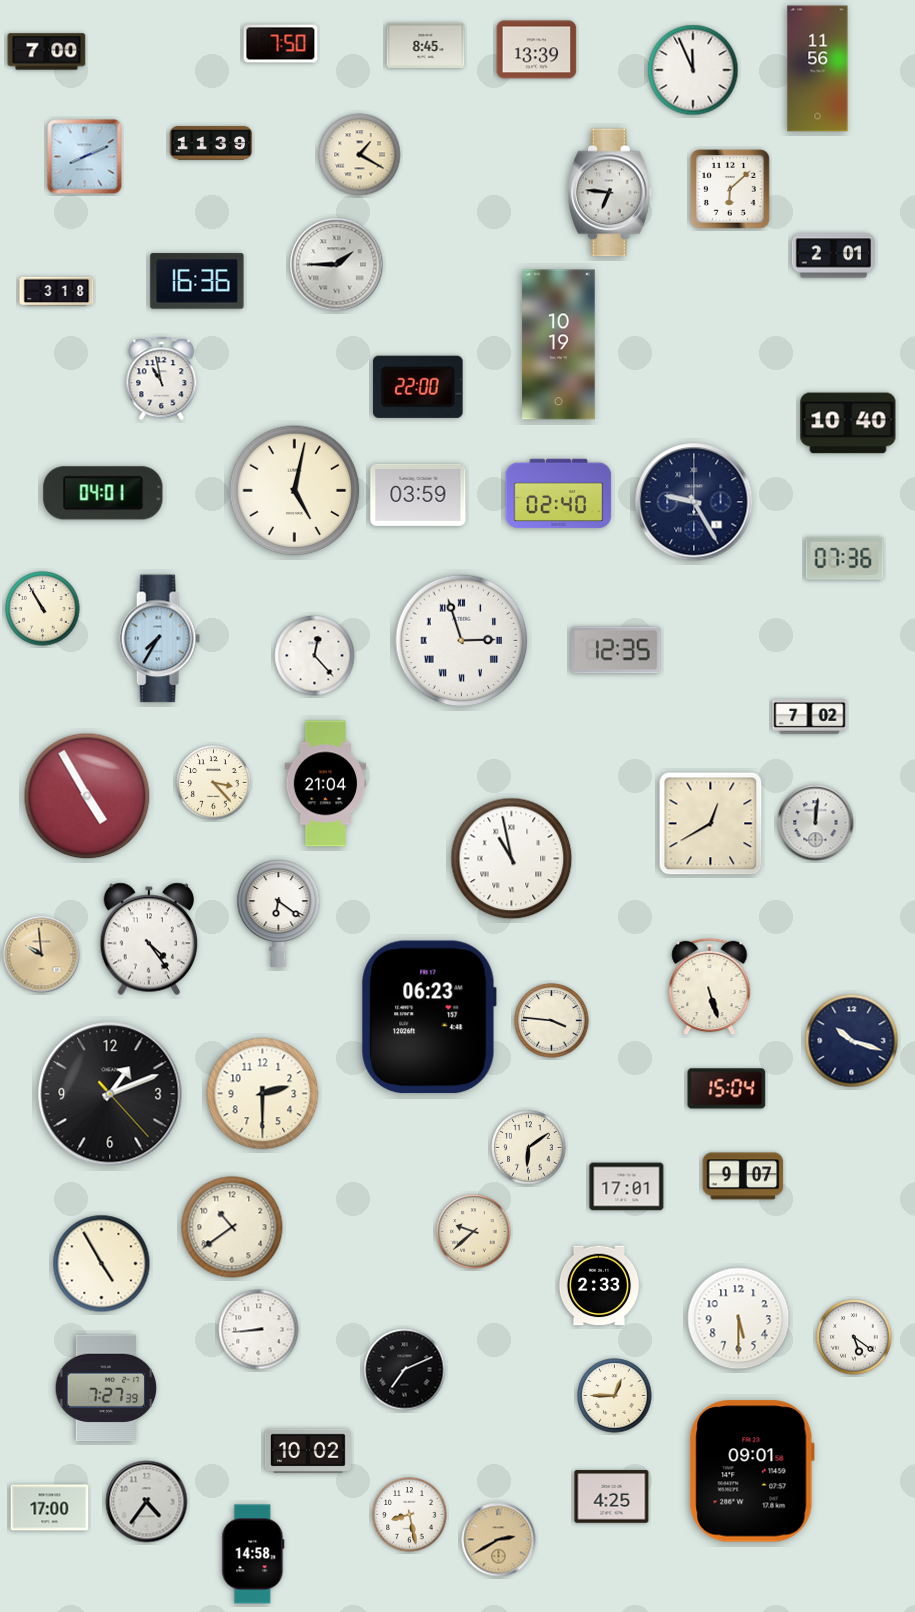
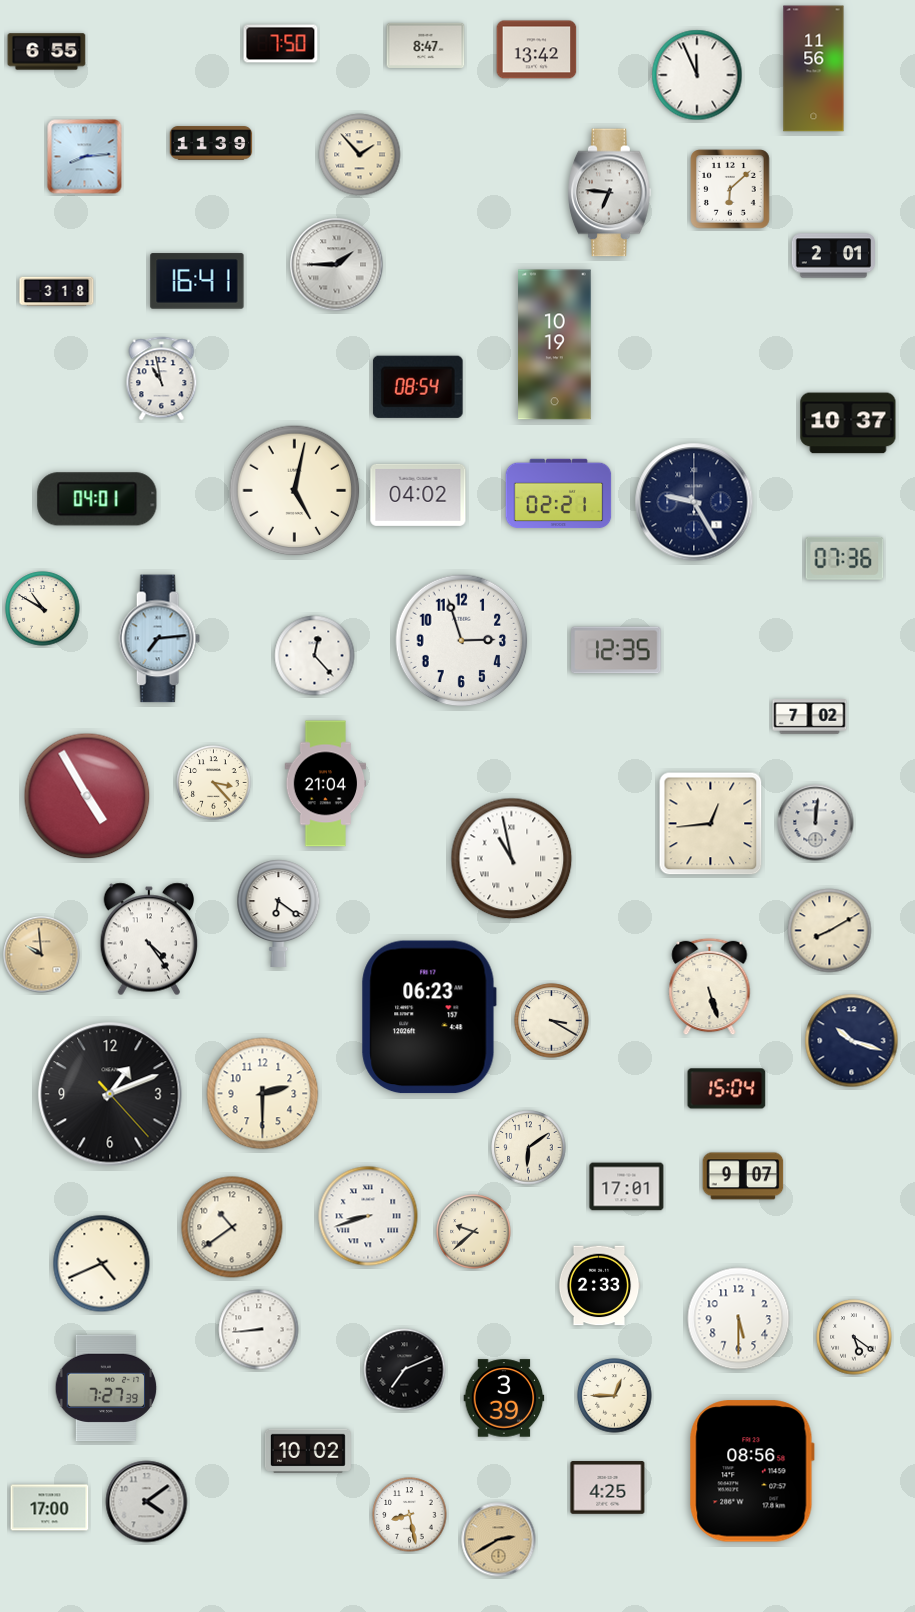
clock at (426, 45): 8:45 -> 8:47
clock at (537, 50): 13:39 -> 13:42
clock at (47, 52): 7:00 -> 6:55
clock at (818, 69) position: (818, 69) -> (814, 69)
clock at (693, 70) position: (693, 70) -> (697, 75)
clock at (360, 155): 1:20 -> 1:53
clock at (85, 157): 8:11 -> 8:14
clock at (197, 281): 16:36 -> 16:41
clock at (559, 345) position: (559, 345) -> (555, 345)
clock at (418, 387): 22:00 -> 08:54
clock at (848, 423): 10:40 -> 10:37
clock at (103, 493) position: (103, 493) -> (97, 499)
clock at (559, 494): 02:40 -> 02:21
clock at (418, 495): 03:59 -> 04:02
clock at (43, 609): 10:55 -> 10:50
clock at (159, 639): 7:35 -> 7:14
clock at (462, 641) numerals: Roman -> Arabic
clock at (711, 824): 12:40 -> 12:44
clock at (830, 931): none -> 8:10
clock at (552, 1021): 3:46 -> 3:20
clock at (368, 1216): none -> 8:42
clock at (102, 1264): 4:55 -> 4:41
clock at (504, 1398): none -> 3:39
clock at (752, 1471): 09:01 -> 08:56
clock at (612, 1497) position: (612, 1497) -> (608, 1488)
clock at (147, 1502): 4:36 -> 4:09
clock at (253, 1554): 14:58 -> none
